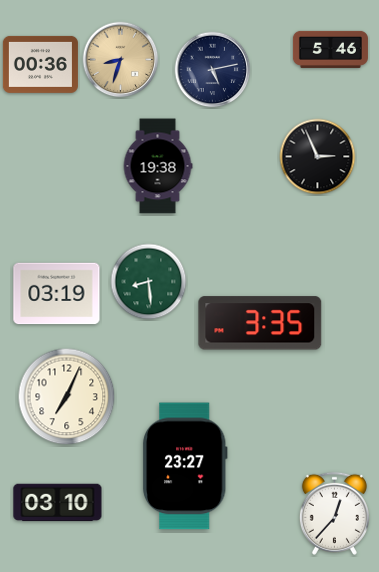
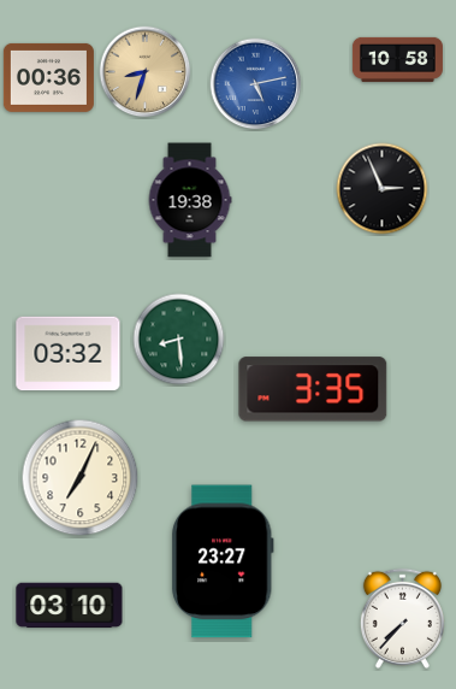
clock at (330, 49): 5:46 -> 10:58
clock at (213, 70) dial: navy -> blue
clock at (57, 294): 03:19 -> 03:32
clock at (334, 513): 12:37 -> 7:37
